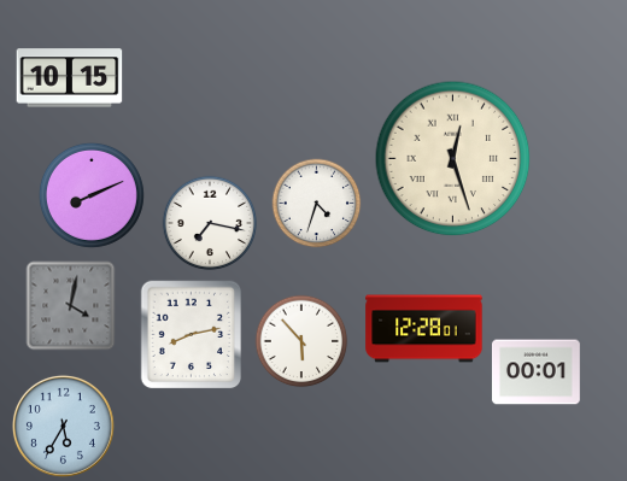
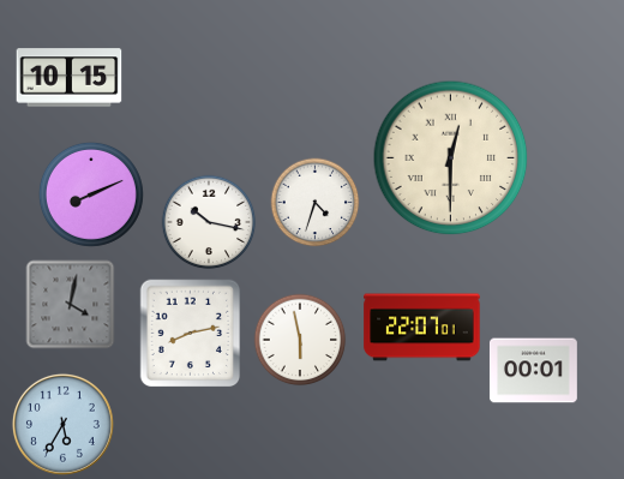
clock at (453, 159): 12:27 -> 12:30
clock at (210, 223): 7:17 -> 10:17
clock at (424, 329): 12:28 -> 22:07
clock at (301, 341): 5:53 -> 5:58
